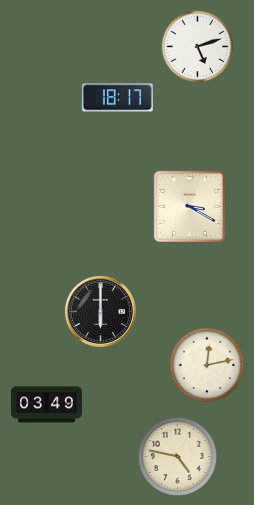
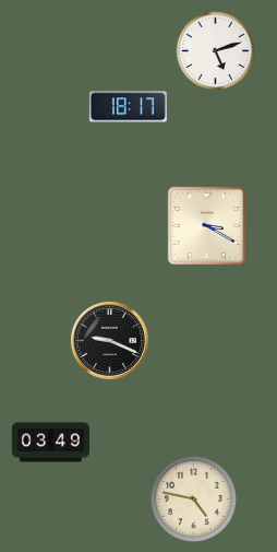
clock at (100, 311): 6:00 -> 9:19
clock at (207, 365): 12:13 -> none
